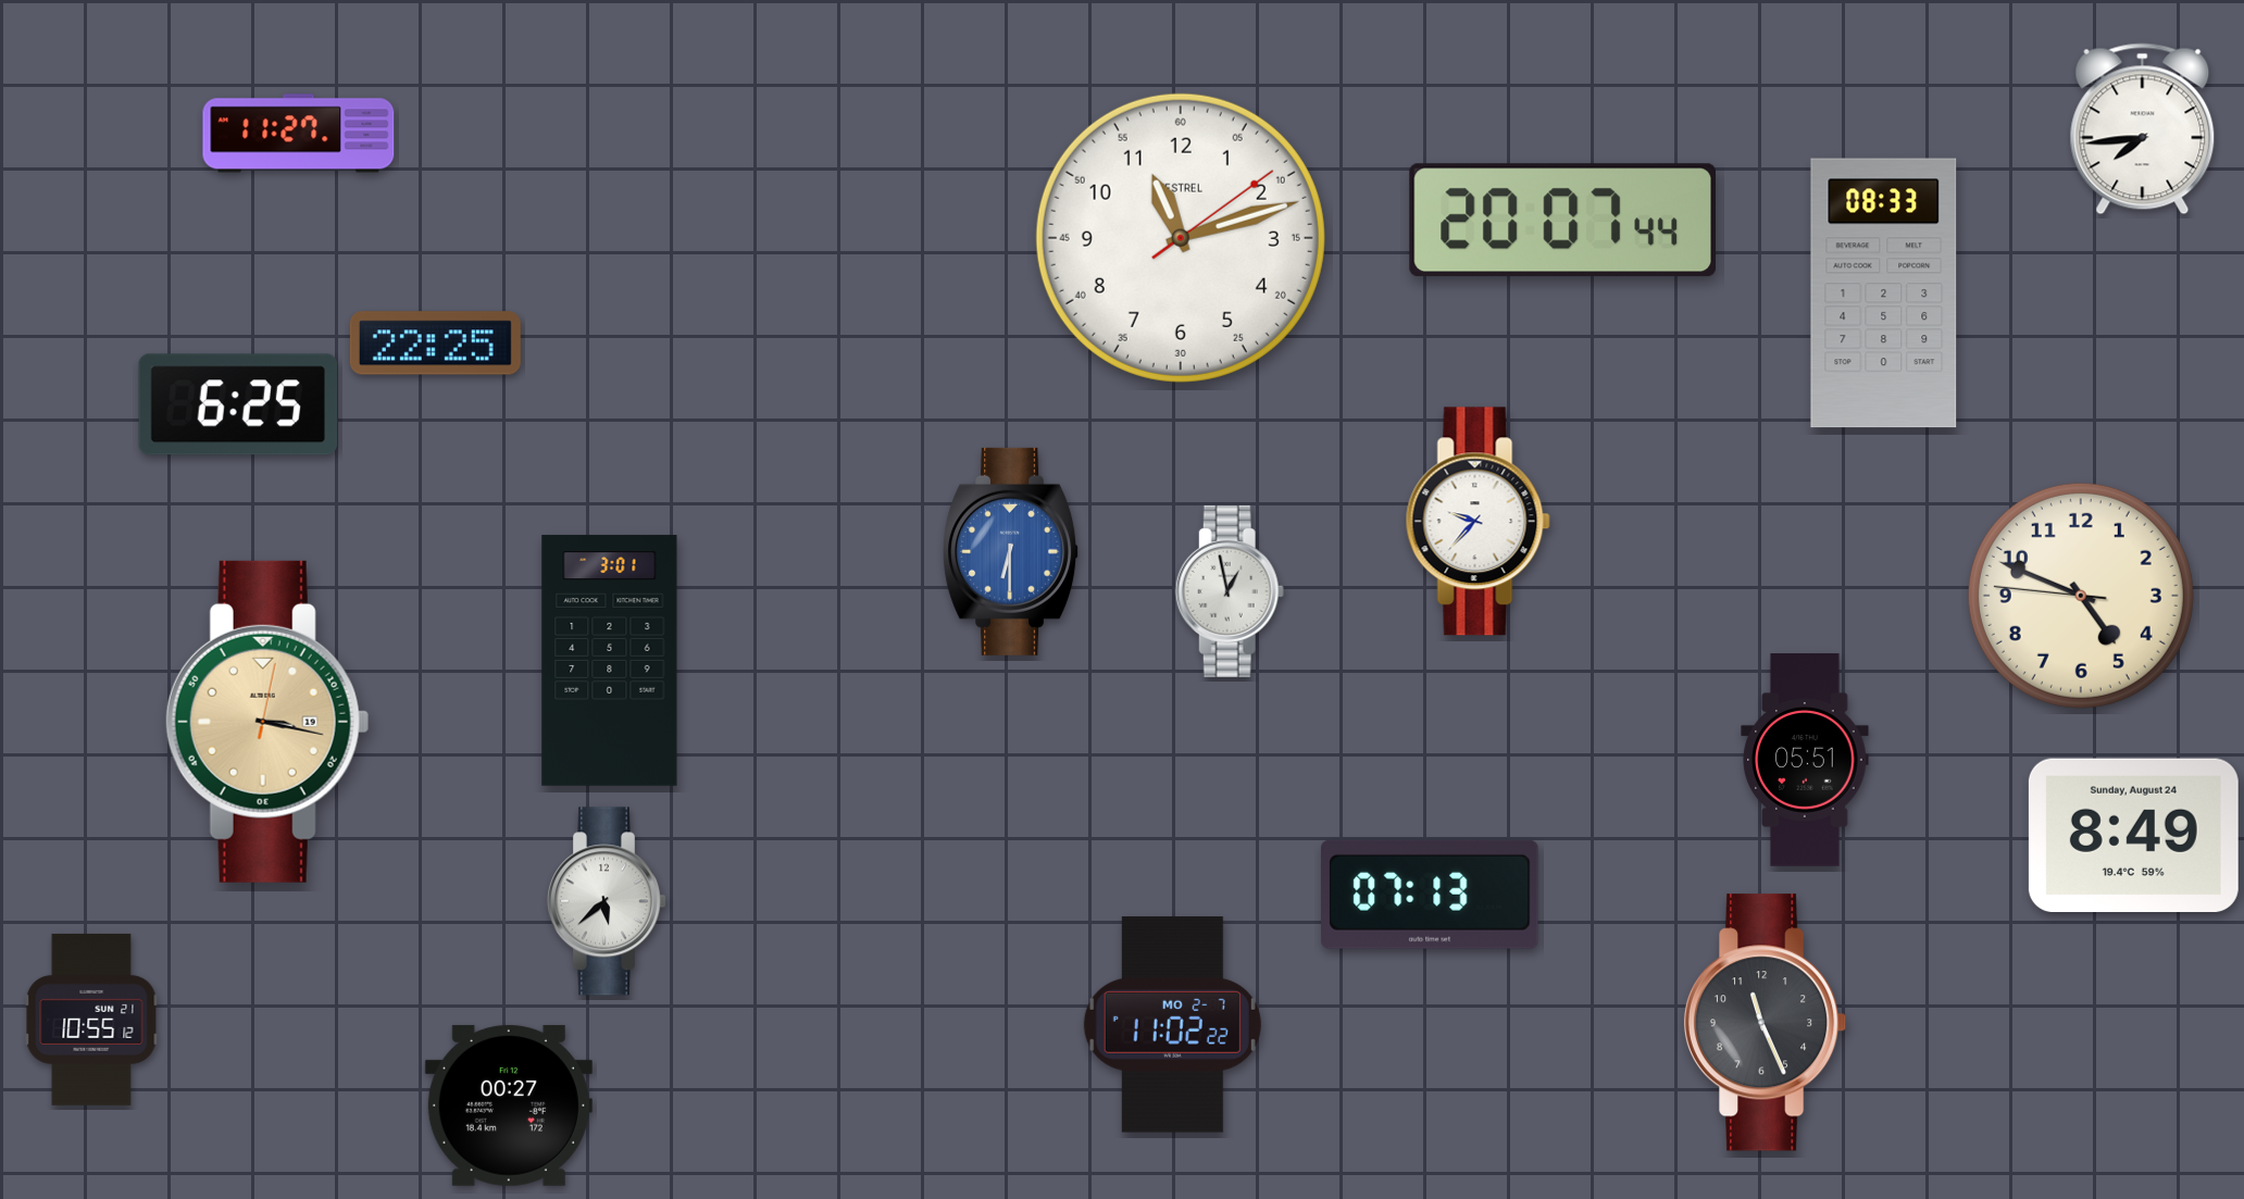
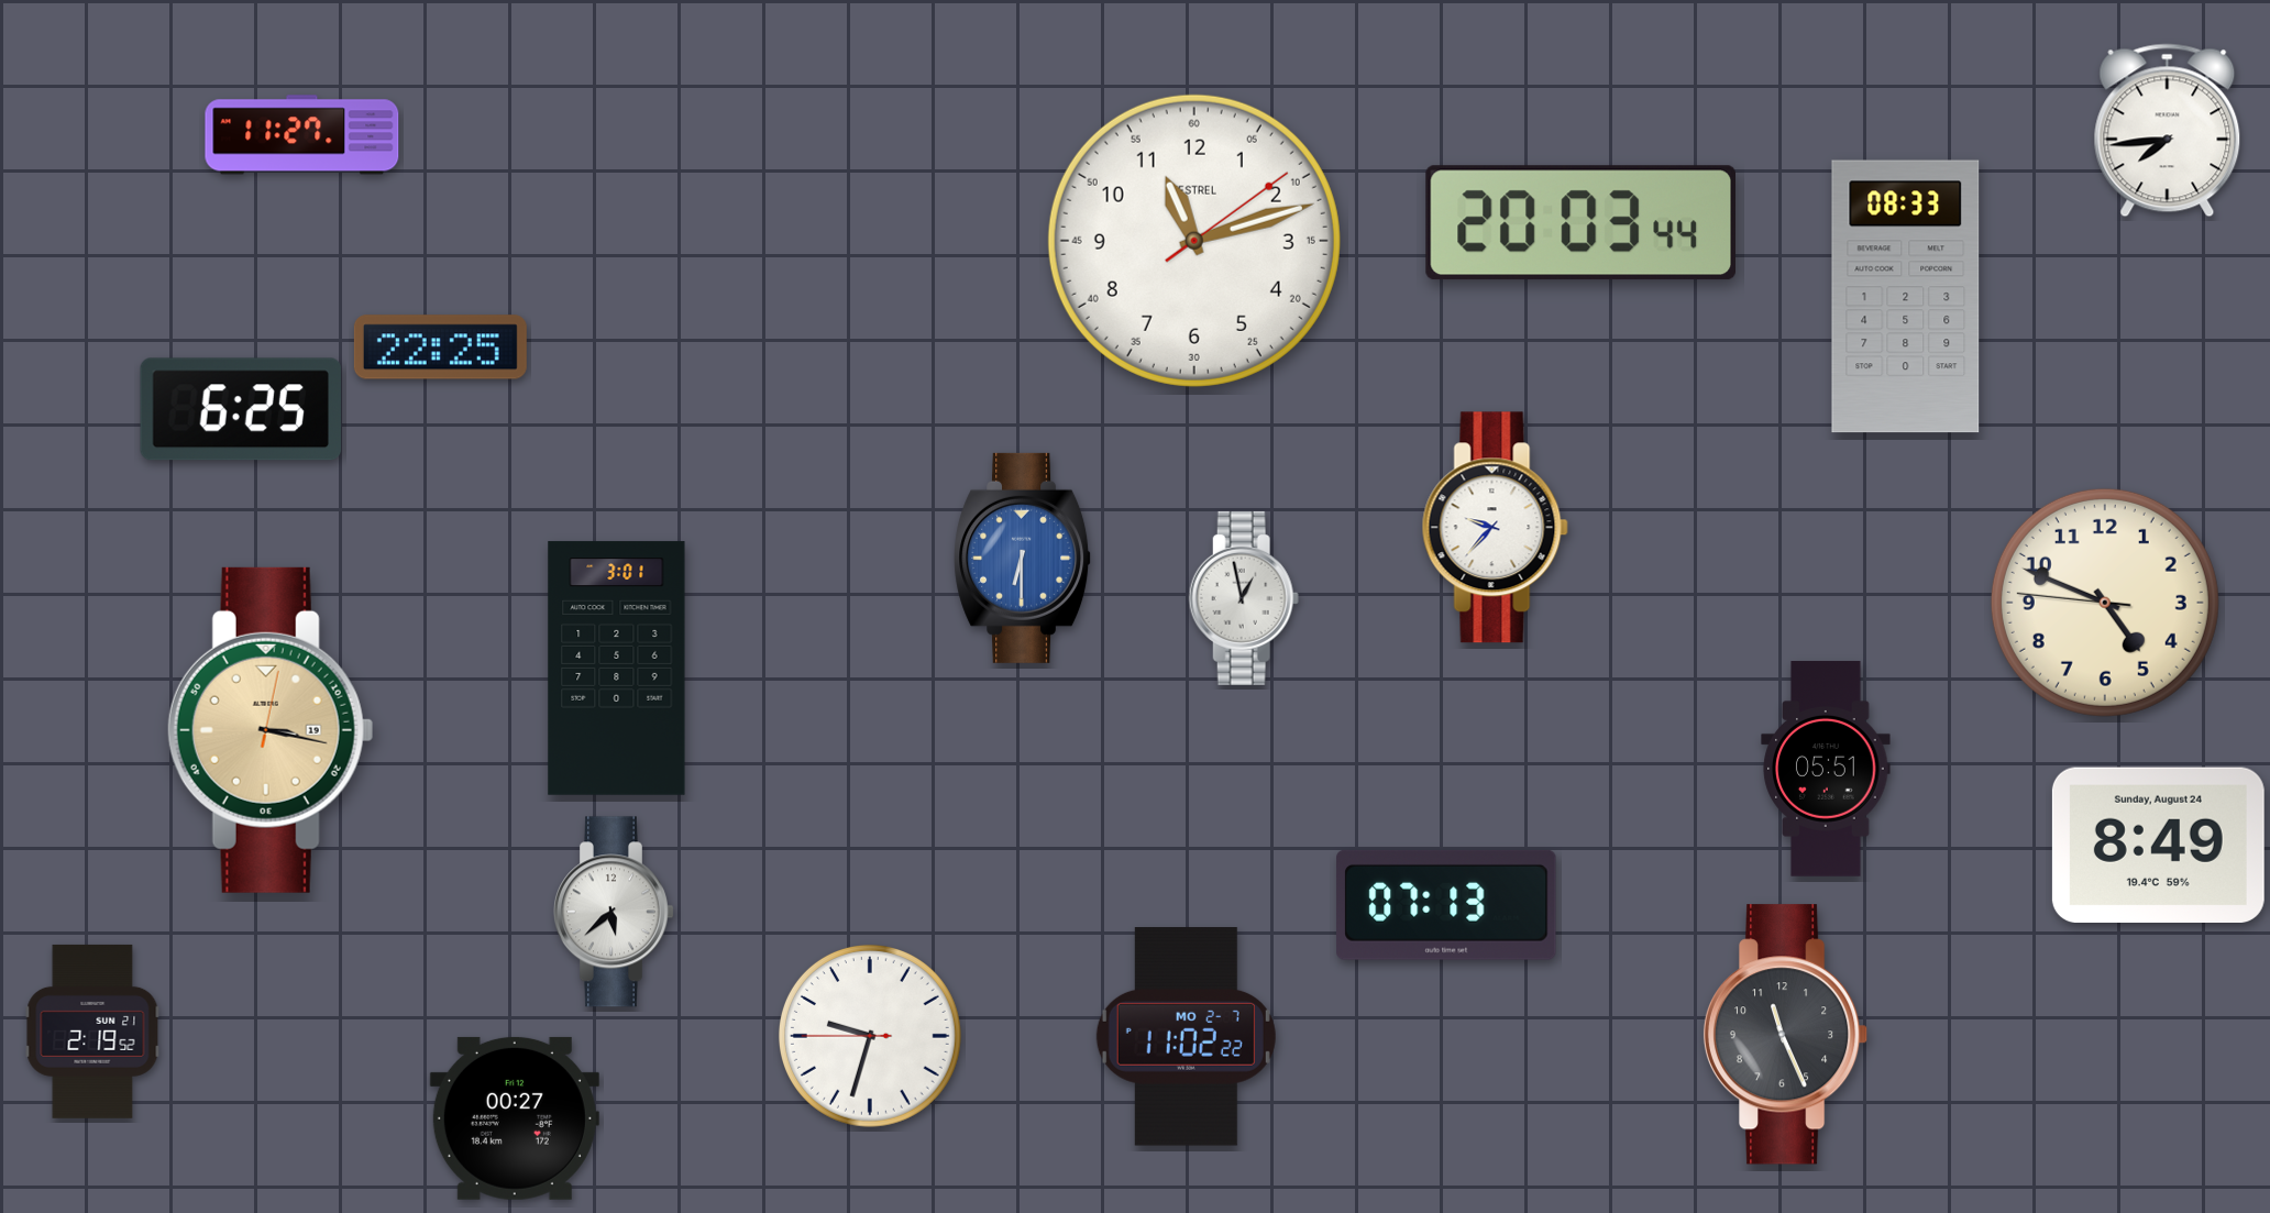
clock at (1562, 221): 20:07 -> 20:03
clock at (91, 1020): 10:55 -> 2:19
clock at (870, 1036): none -> 9:32
